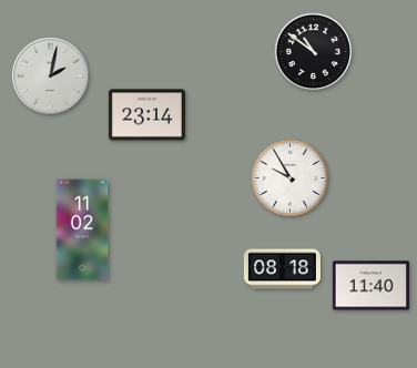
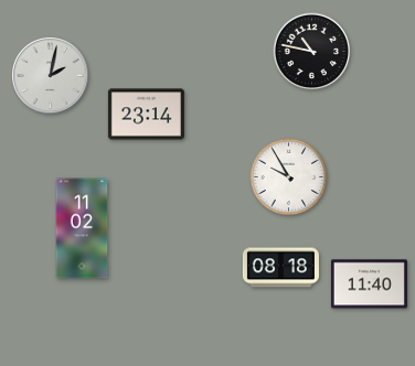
clock at (314, 52): 10:51 -> 10:47
